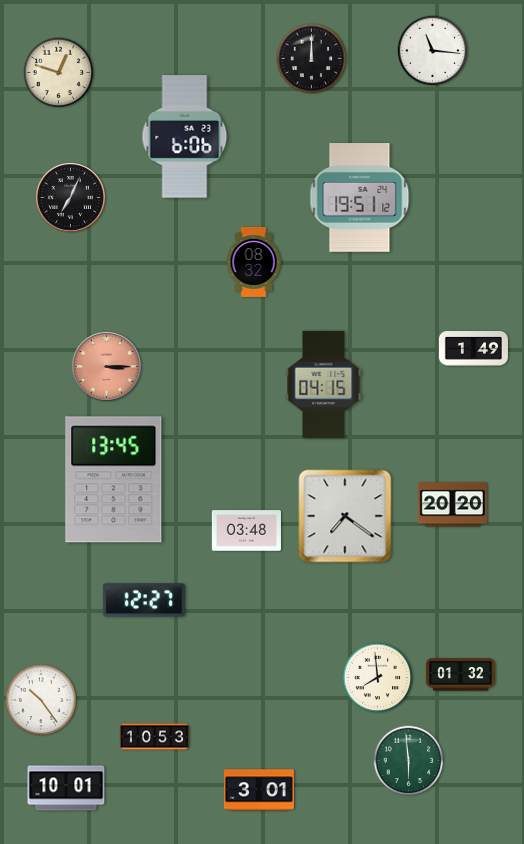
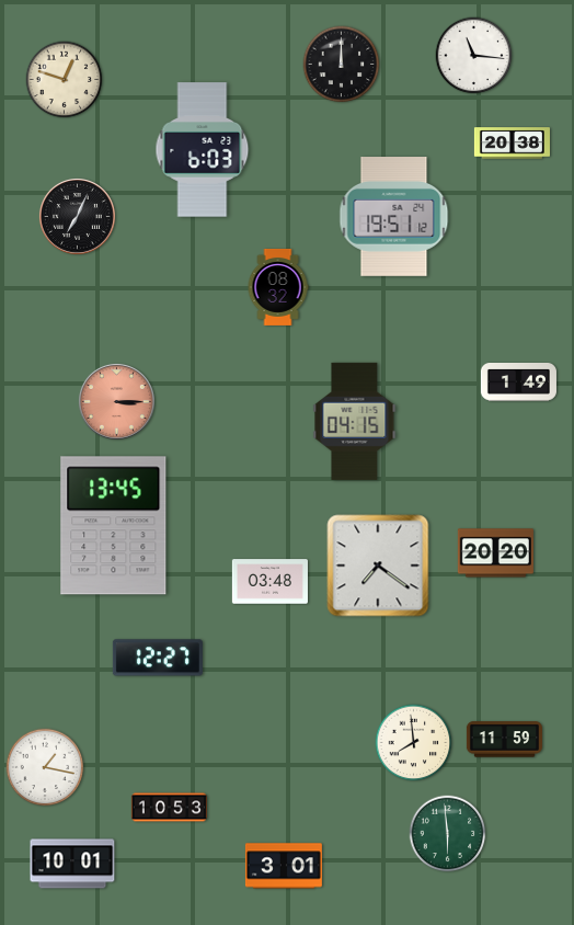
clock at (512, 144): none -> 20:38
clock at (185, 137): 6:06 -> 6:03
clock at (114, 480) position: (114, 480) -> (114, 526)
clock at (460, 675): 01:32 -> 11:59
clock at (41, 700): 10:24 -> 1:17
